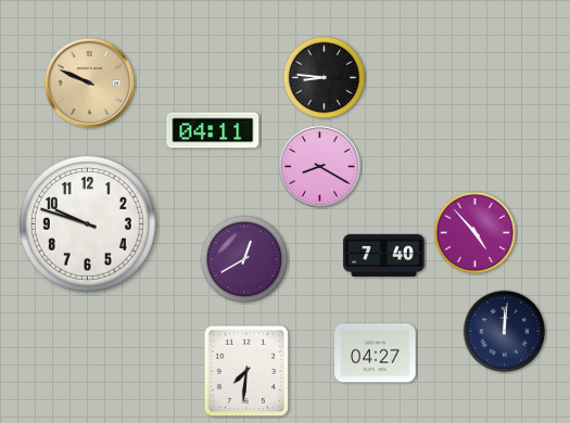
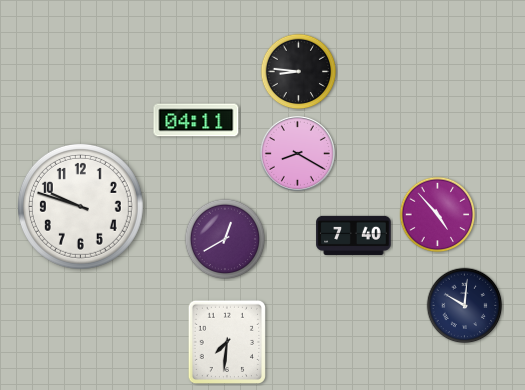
clock at (89, 82): 9:49 -> none
clock at (319, 166) position: (319, 166) -> (297, 153)
clock at (505, 332): 12:01 -> 10:01
clock at (376, 354): 04:27 -> none
